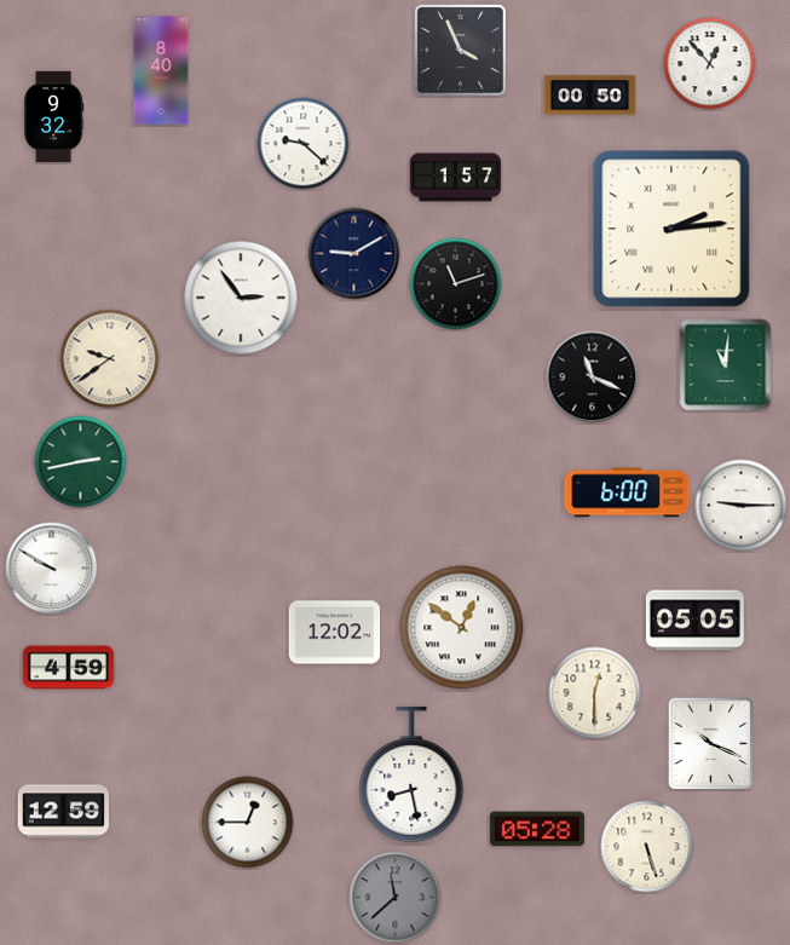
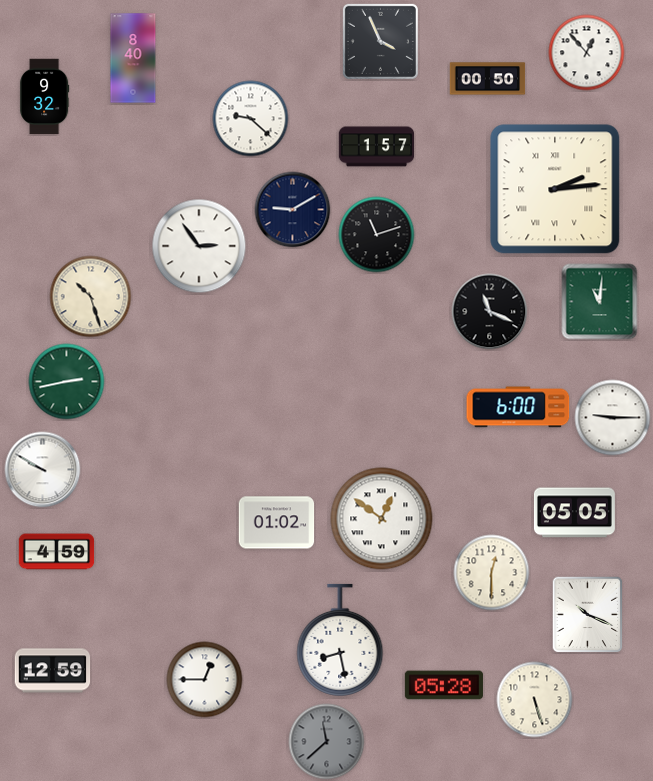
clock at (110, 359): 9:39 -> 10:27
clock at (335, 633): 12:02 -> 01:02
